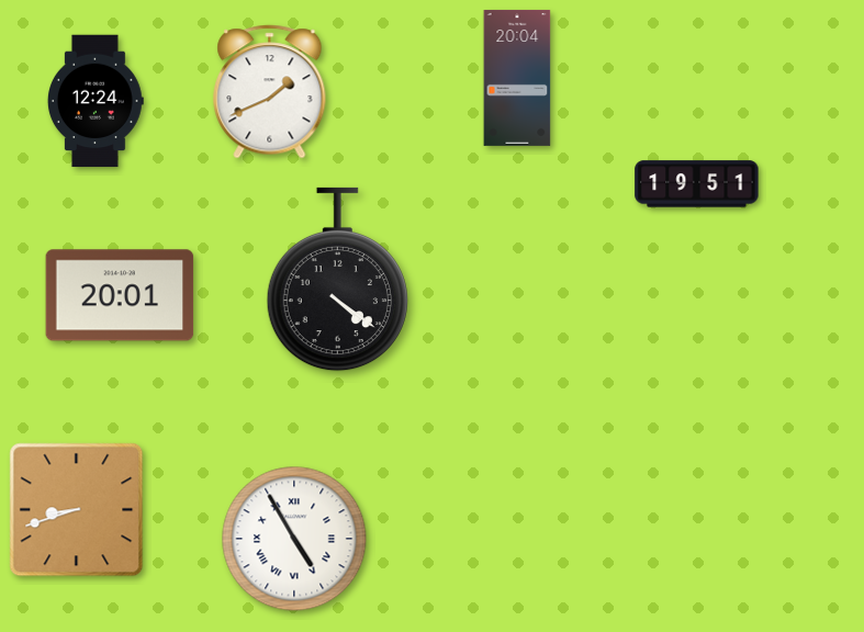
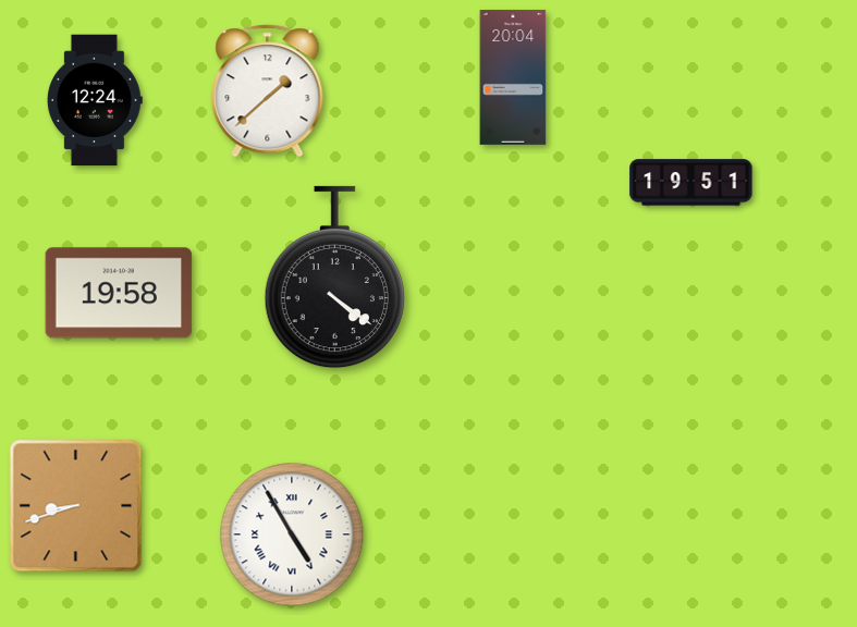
clock at (270, 92): 1:41 -> 1:38
clock at (120, 295): 20:01 -> 19:58
